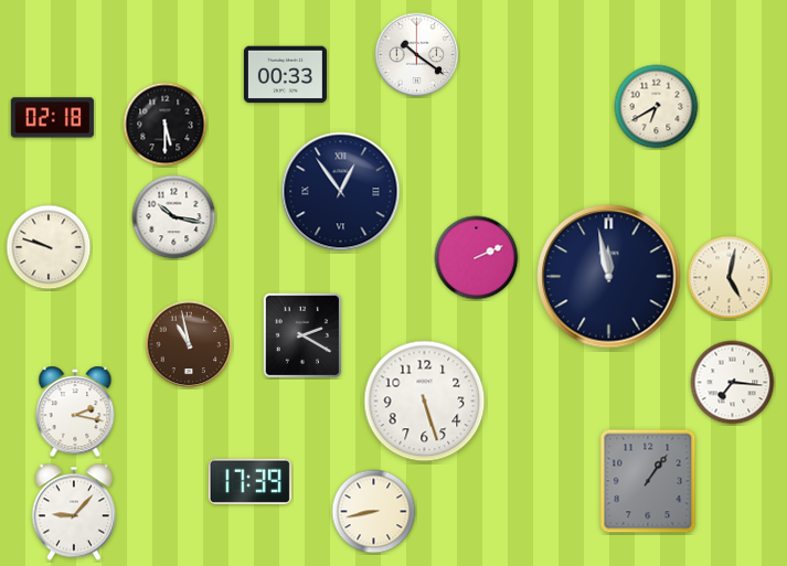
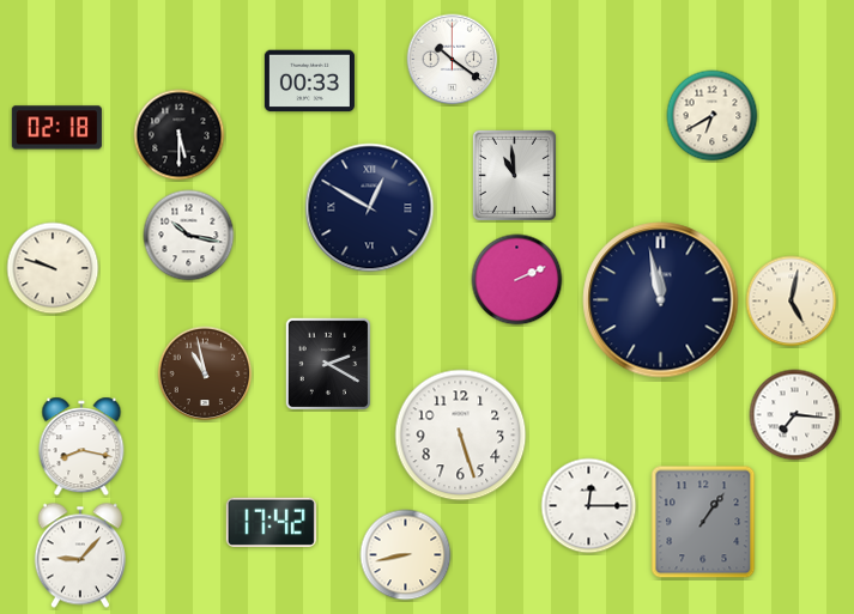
clock at (514, 175): none -> 10:59
clock at (341, 192): 12:54 -> 12:50
clock at (75, 412): 2:17 -> 8:17
clock at (589, 506): none -> 12:15
clock at (249, 481): 17:39 -> 17:42
